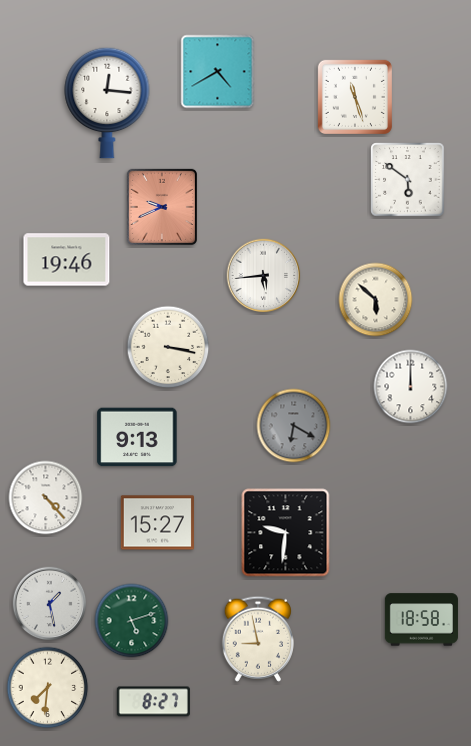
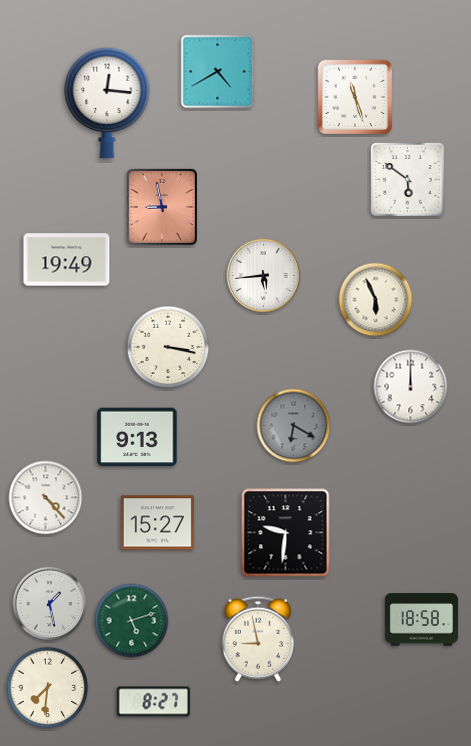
clock at (162, 207): 9:41 -> 8:58
clock at (67, 260): 19:46 -> 19:49
clock at (376, 300): 5:52 -> 5:56
